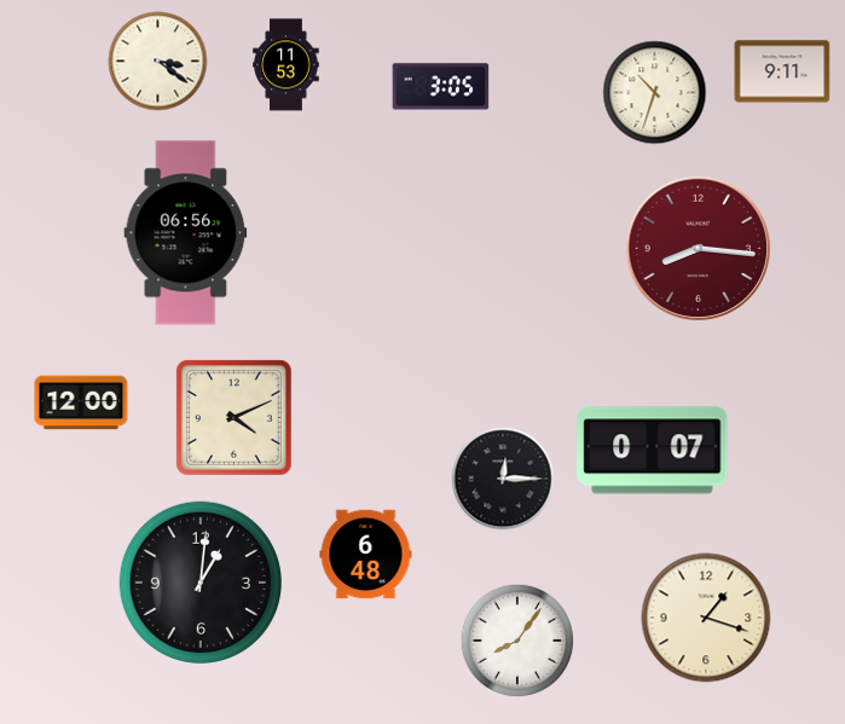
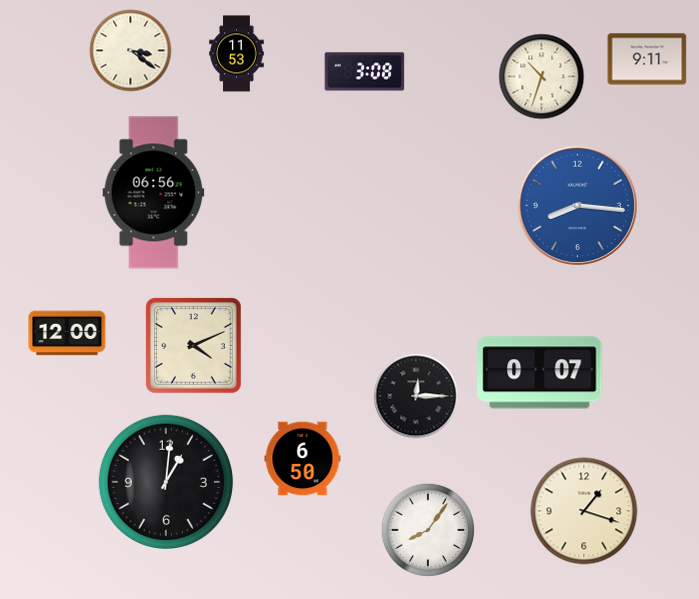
clock at (441, 87): 3:05 -> 3:08
clock at (698, 248) dial: burgundy -> blue
clock at (366, 555): 6:48 -> 6:50
